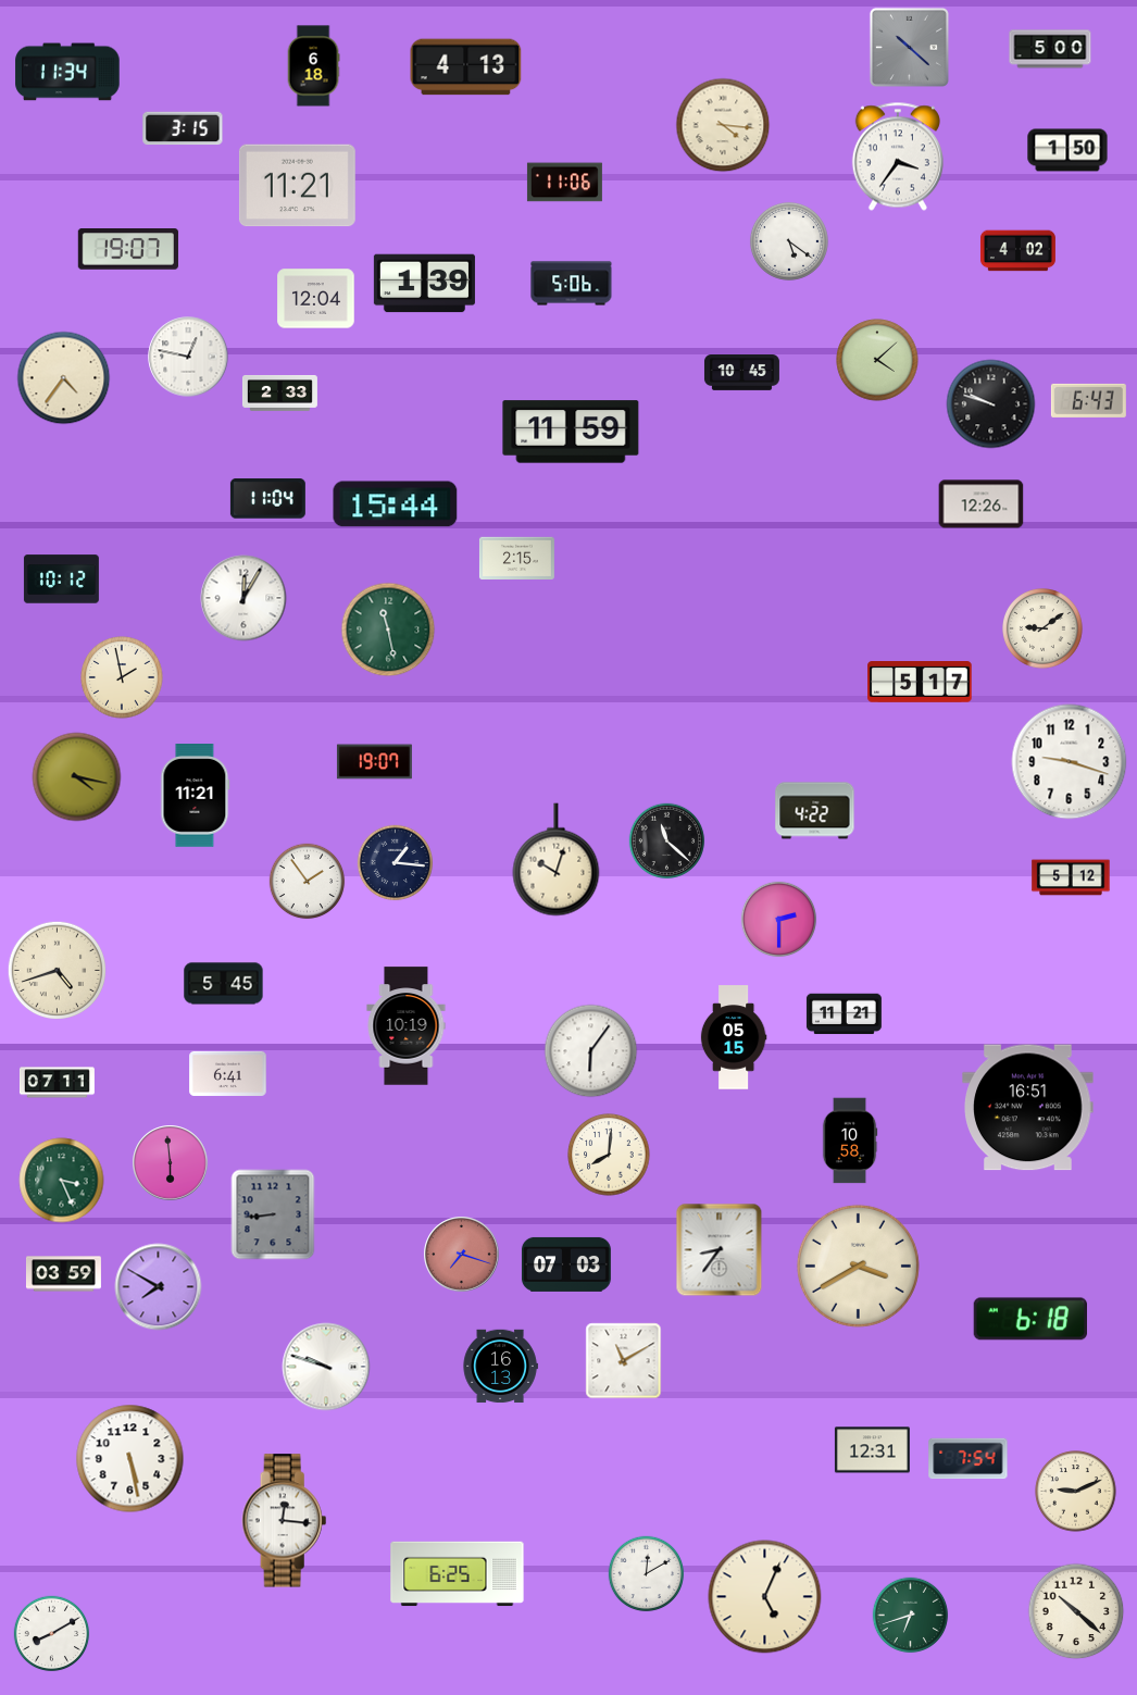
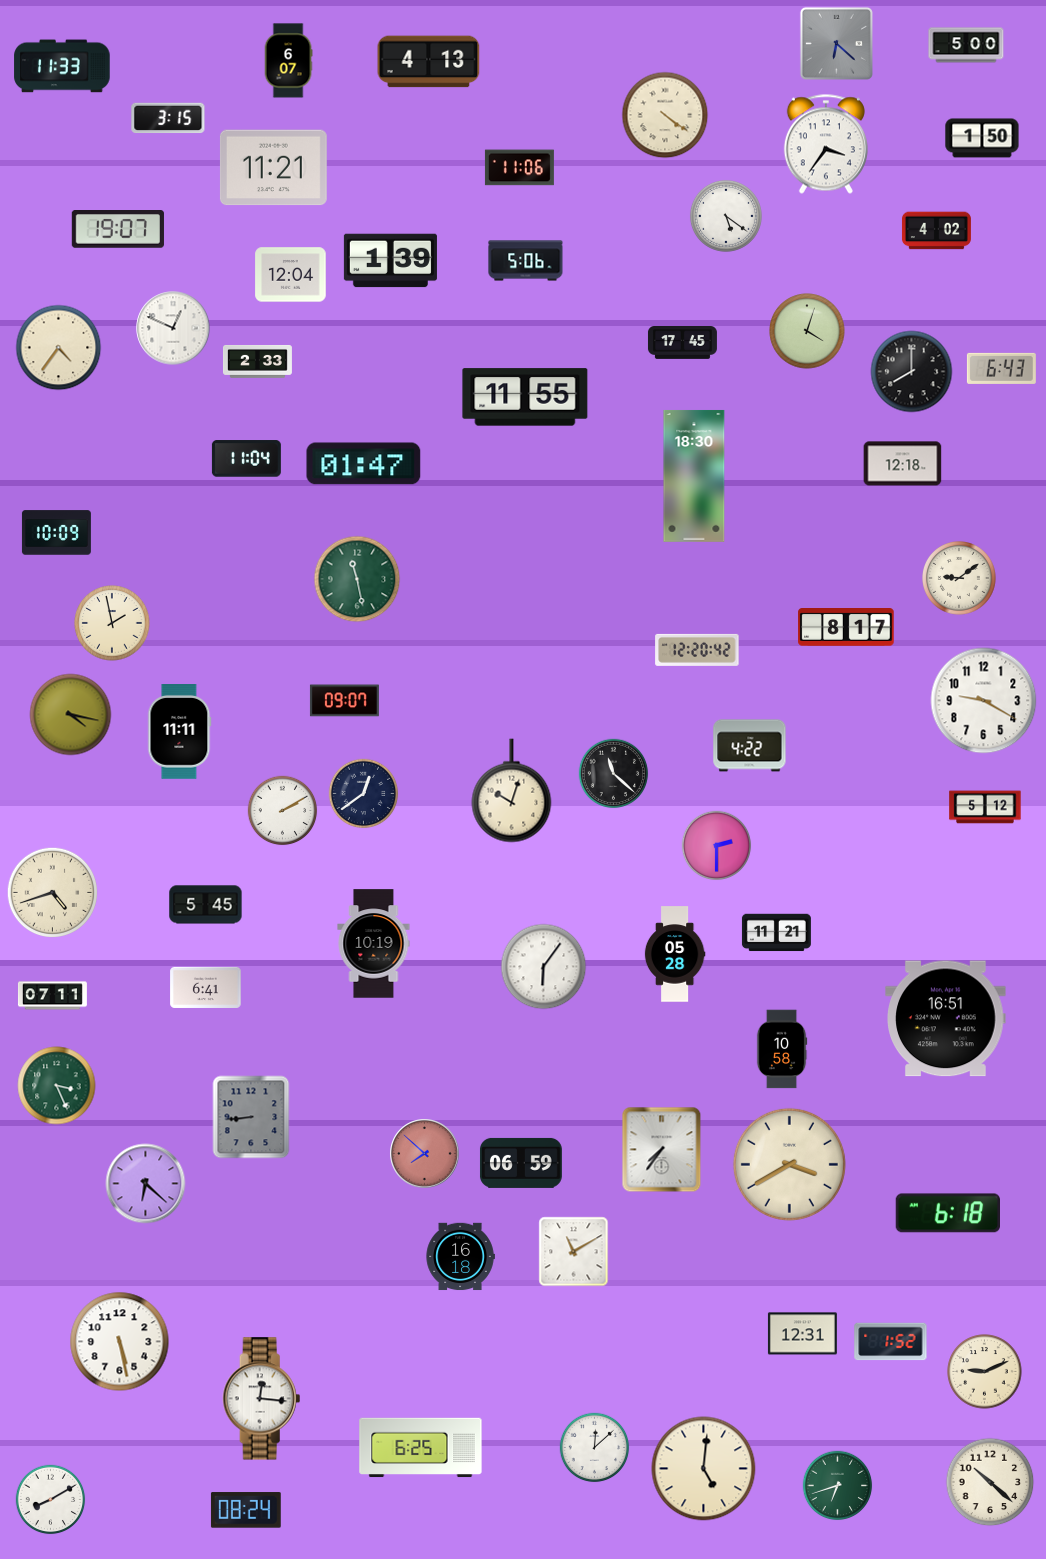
clock at (909, 47): 10:22 -> 6:22
clock at (313, 66): 6:18 -> 6:07
clock at (67, 72): 11:34 -> 11:33
clock at (723, 125): 4:16 -> 4:21
clock at (297, 186) position: (297, 186) -> (273, 168)
clock at (789, 241) position: (789, 241) -> (726, 216)
clock at (188, 357): 12:47 -> 12:49
clock at (877, 360): 4:08 -> 4:03
clock at (741, 373): 10:45 -> 17:45
clock at (991, 404): 9:48 -> 8:00
clock at (571, 432): 11:59 -> 11:55
clock at (396, 504): 15:44 -> 01:47
clock at (982, 504): 12:26 -> 12:18
clock at (694, 476): none -> 18:30
clock at (516, 559): 2:15 -> none
clock at (61, 579): 10:12 -> 10:09
clock at (243, 598): 12:05 -> none
clock at (920, 683): 5:17 -> 8:17
clock at (697, 650): none -> 12:20
clock at (374, 762): 19:07 -> 09:07
clock at (1070, 762): 9:18 -> 9:20
clock at (196, 796): 11:21 -> 11:11
clock at (396, 863): 1:16 -> 12:39
clock at (308, 882): 1:54 -> 2:10
clock at (734, 1037): 05:15 -> 05:28
clock at (228, 1073) position: (228, 1073) -> (206, 987)
clock at (609, 1155): 8:01 -> none
clock at (171, 1163): 5:59 -> none
clock at (720, 1250): 8:36 -> 7:36
clock at (462, 1255): 7:18 -> 7:52
clock at (566, 1264): 07:03 -> 06:59
clock at (63, 1274): 03:59 -> none
clock at (159, 1287): 7:50 -> 6:22
clock at (326, 1367): 9:48 -> none
clock at (500, 1367): 16:13 -> 16:18
clock at (969, 1459): 7:54 -> 1:52
clock at (1076, 1492) position: (1076, 1492) -> (985, 1372)
clock at (647, 1574): 12:10 -> 12:08
clock at (765, 1597): 5:04 -> 5:01
clock at (52, 1634) position: (52, 1634) -> (51, 1500)
clock at (246, 1510): none -> 08:24
